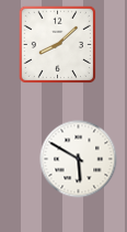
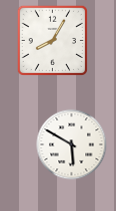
clock at (57, 44): 8:08 -> 8:05
